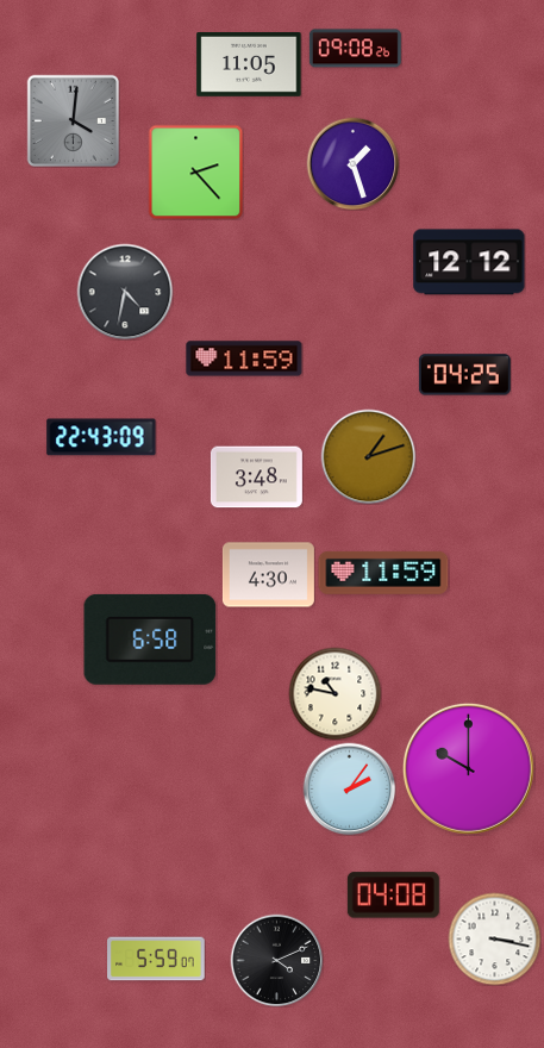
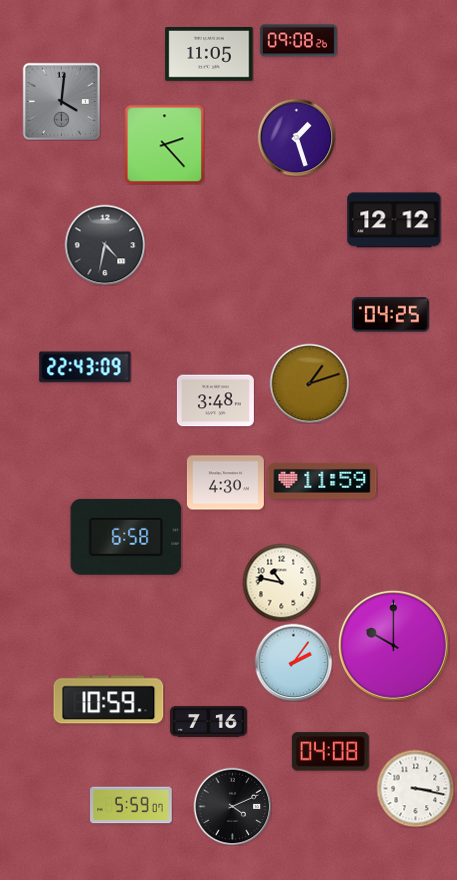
clock at (244, 358): 11:59 -> none
clock at (109, 700): none -> 10:59
clock at (208, 722): none -> 7:16
